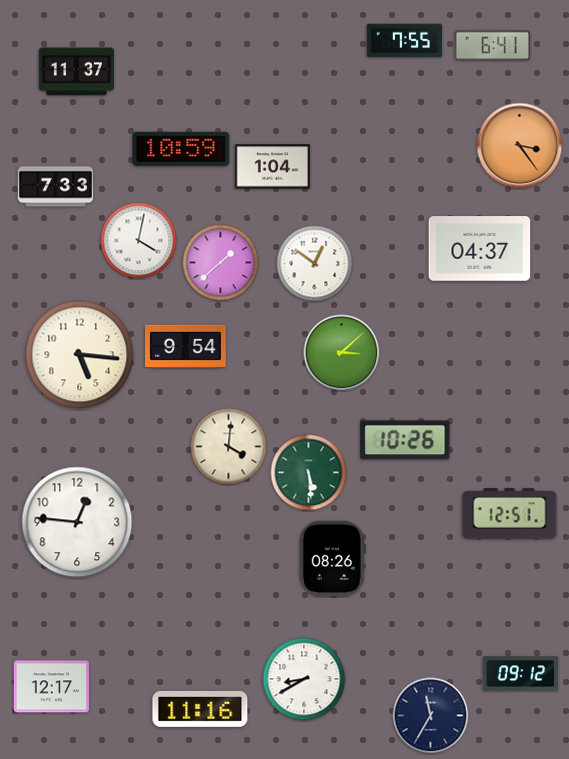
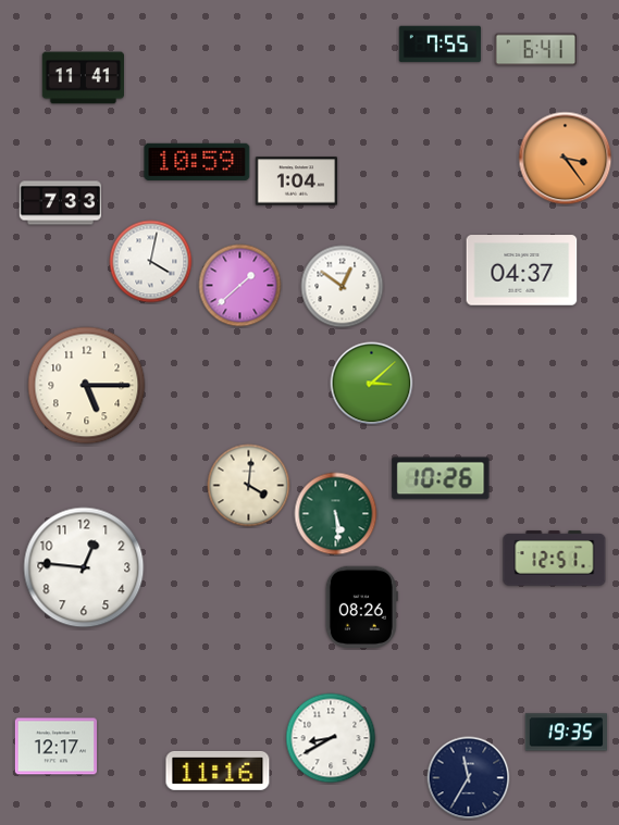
clock at (76, 72): 11:37 -> 11:41
clock at (186, 346): 9:54 -> none
clock at (80, 355): 5:16 -> 5:15
clock at (520, 674): 09:12 -> 19:35
